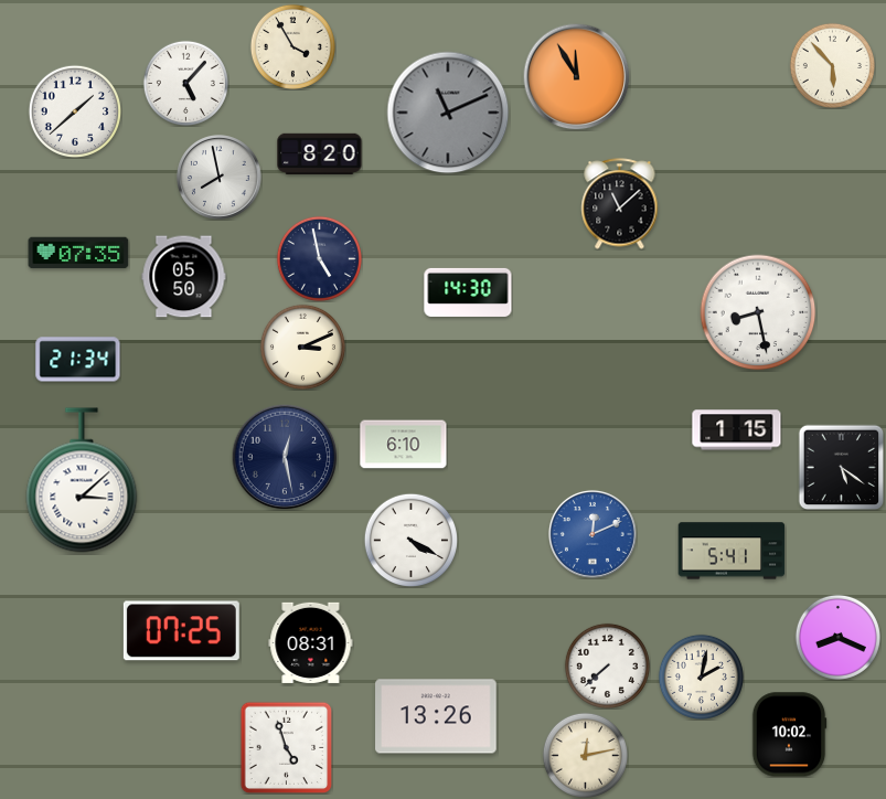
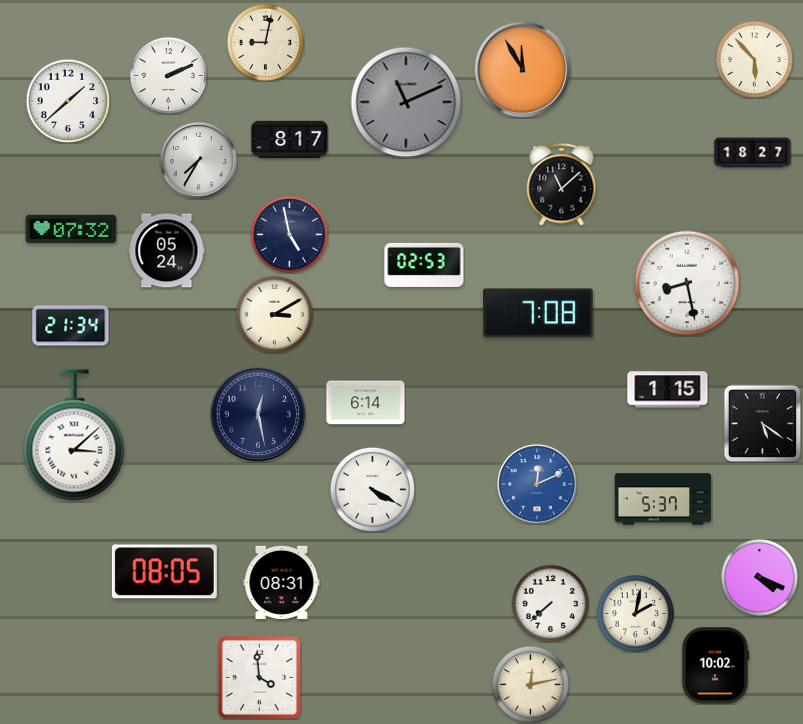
clock at (292, 46): 3:55 -> 9:02
clock at (185, 83): 5:07 -> 2:11
clock at (320, 155): 8:20 -> 8:17
clock at (753, 153): none -> 18:27
clock at (220, 178): 7:58 -> 7:35
clock at (78, 253): 07:35 -> 07:32
clock at (184, 277): 05:50 -> 05:24
clock at (468, 292): 14:30 -> 02:53
clock at (539, 313): none -> 7:08
clock at (302, 347): 3:11 -> 3:10
clock at (404, 445): 6:10 -> 6:14
clock at (732, 551): 5:41 -> 5:37
clock at (181, 631): 07:25 -> 08:05
clock at (837, 637): 8:19 -> 4:19
clock at (436, 716): 13:26 -> none
clock at (286, 747): 4:57 -> 3:59
